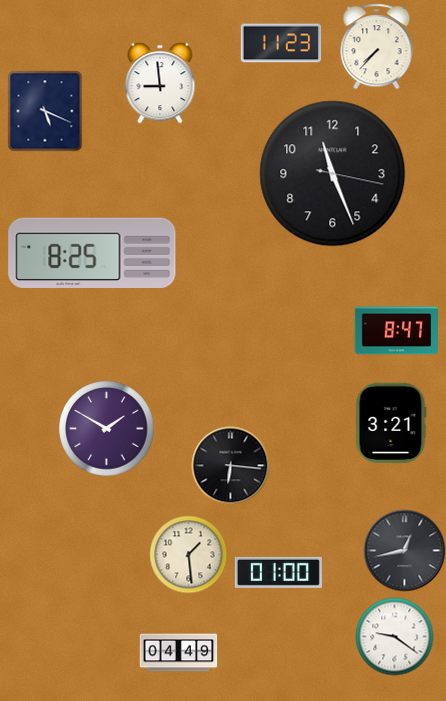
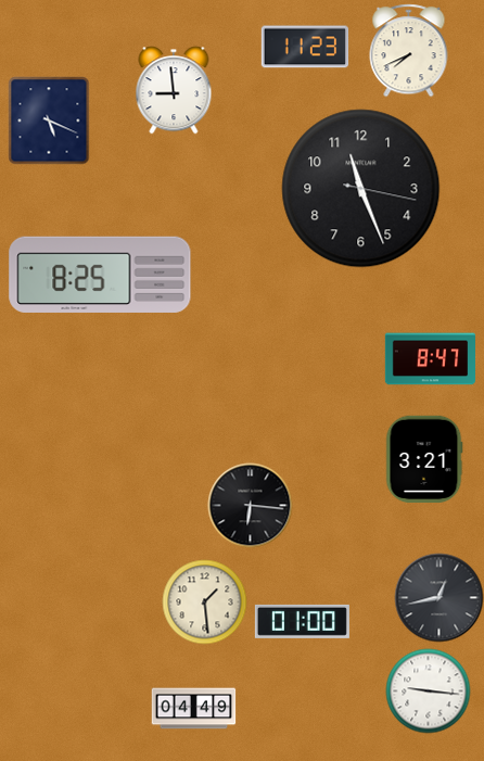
clock at (377, 46): 7:37 -> 7:41
clock at (106, 428): 1:50 -> none
clock at (394, 636): 9:21 -> 9:16
